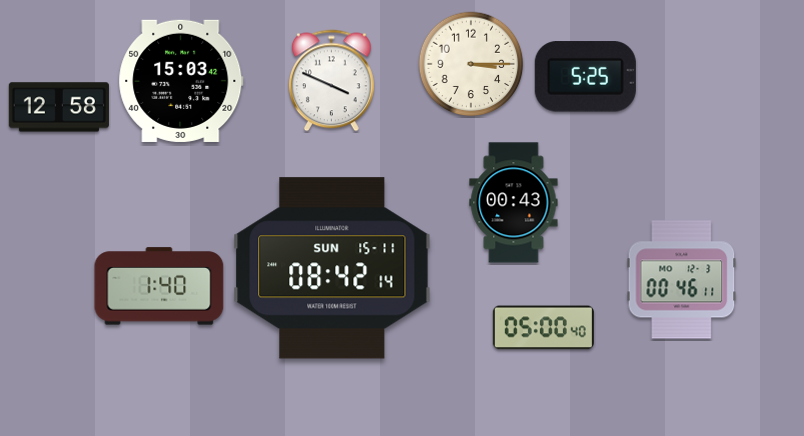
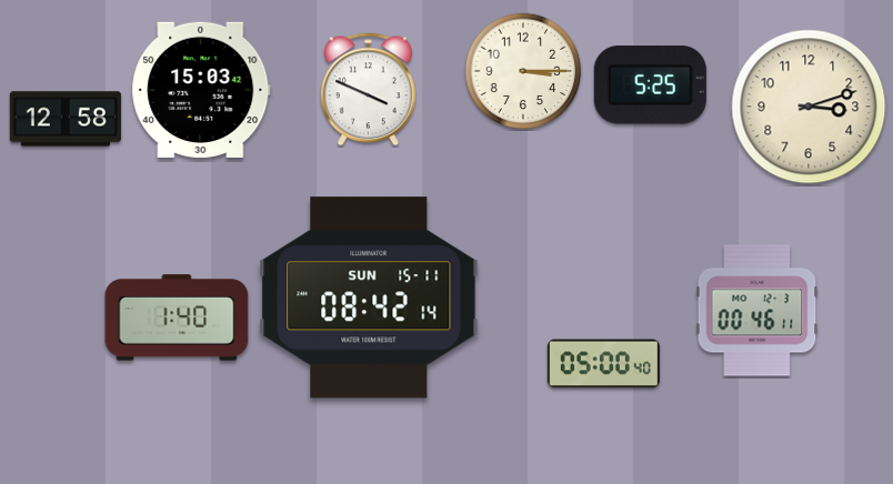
clock at (809, 107): none -> 3:12
clock at (514, 203): 00:43 -> none
